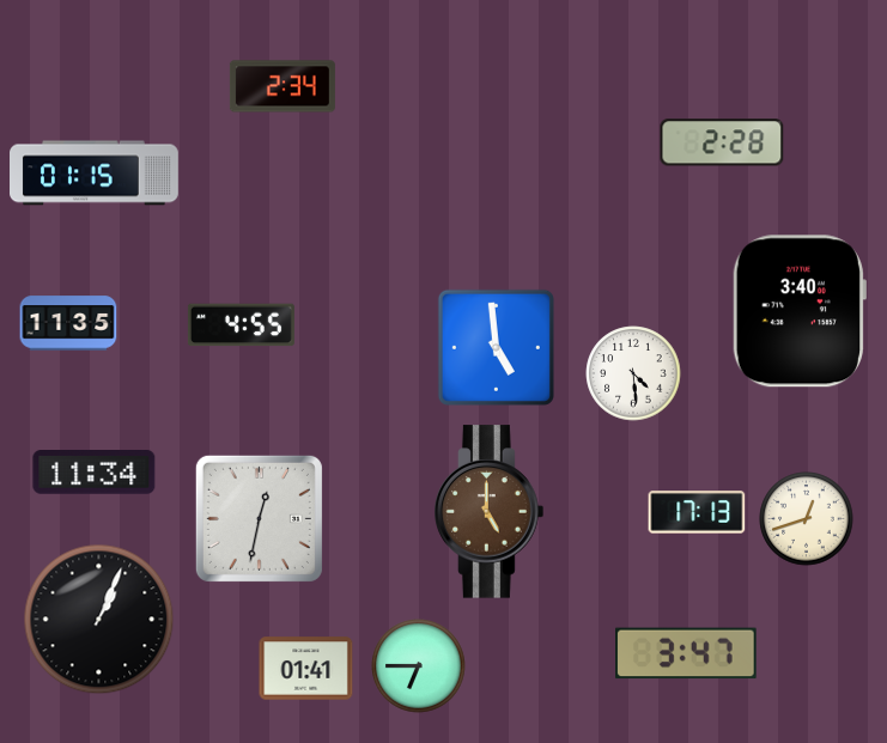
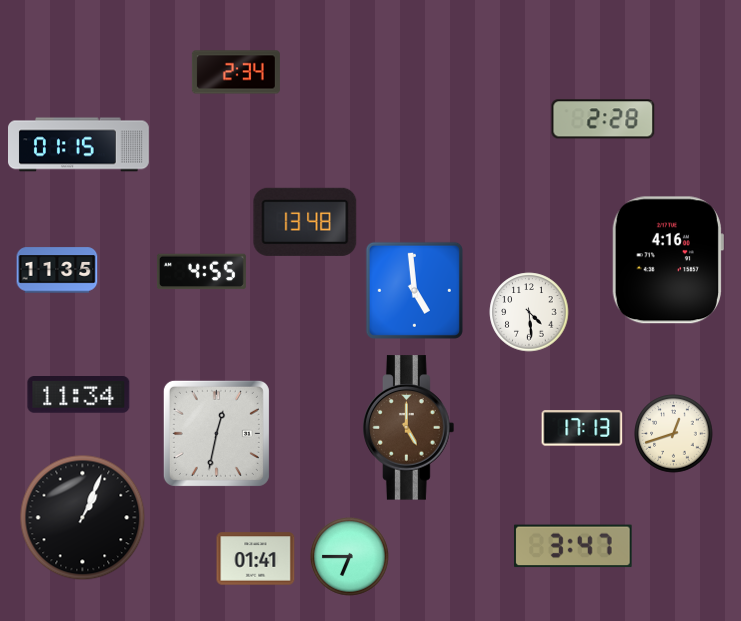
clock at (305, 222): none -> 13:48
clock at (798, 311): 3:40 -> 4:16
